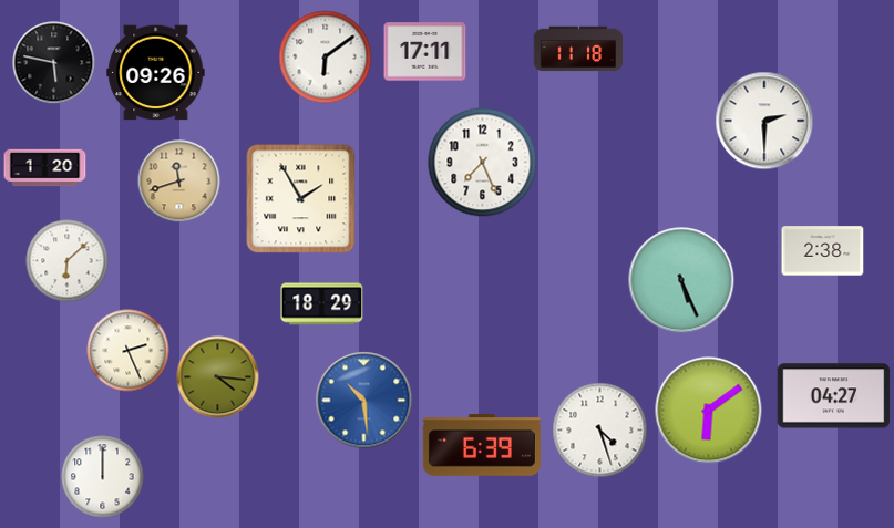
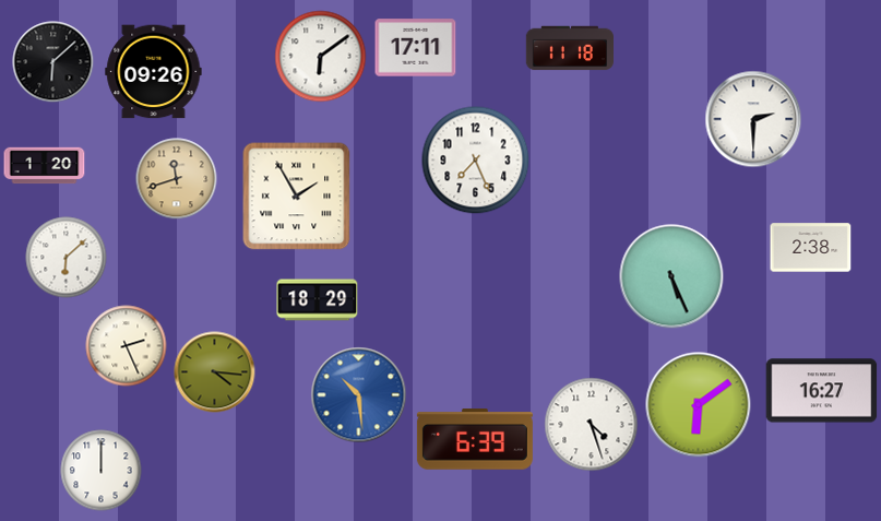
clock at (425, 52) position: (425, 52) -> (416, 48)
clock at (54, 63): 5:47 -> 6:08
clock at (834, 396): 04:27 -> 16:27
